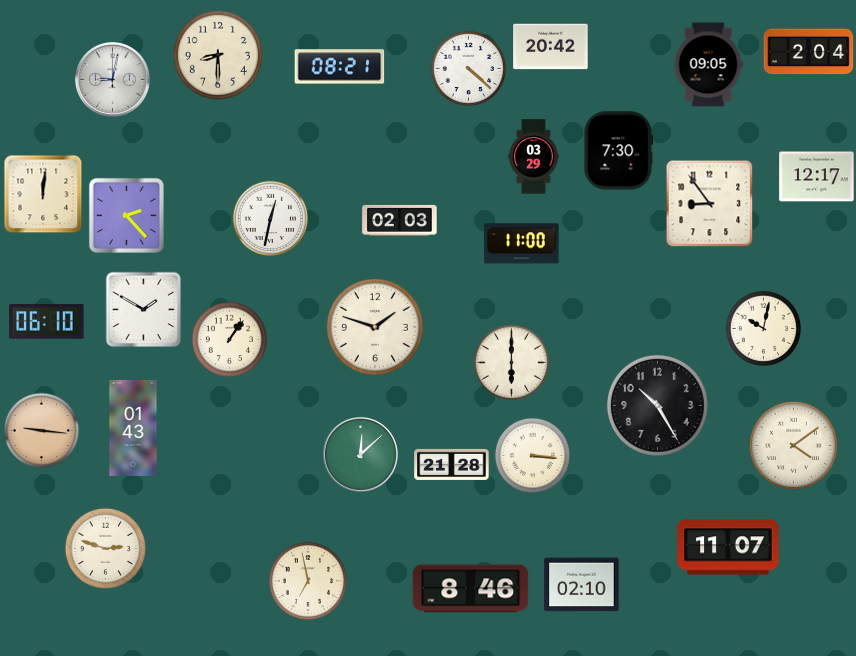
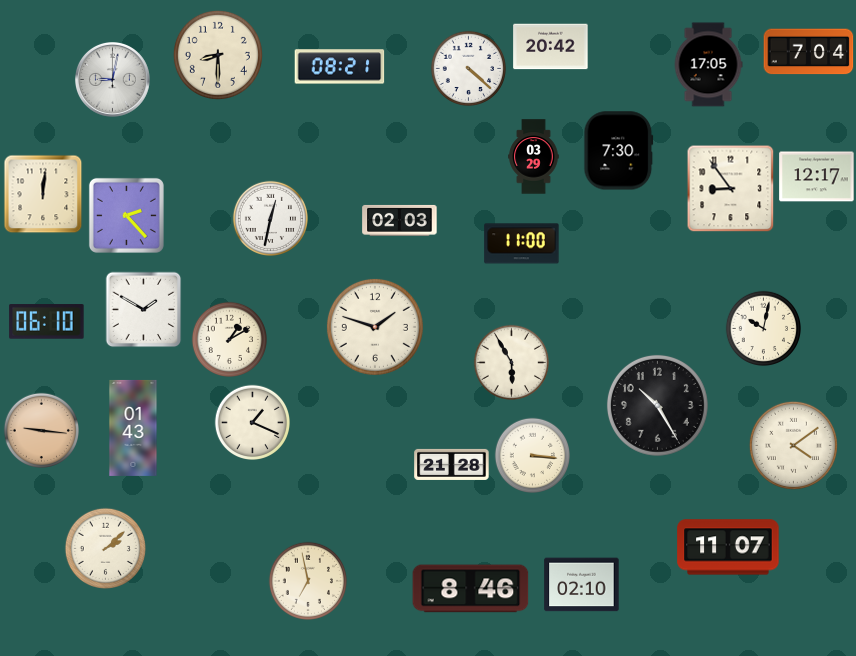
clock at (809, 52): 2:04 -> 7:04
clock at (708, 65): 09:05 -> 17:05
clock at (710, 204) position: (710, 204) -> (731, 189)
clock at (229, 339): 1:06 -> 1:10
clock at (511, 362): 6:00 -> 5:55
clock at (252, 422): none -> 1:19
clock at (361, 455): 12:08 -> none
clock at (105, 548): 2:48 -> 2:08
